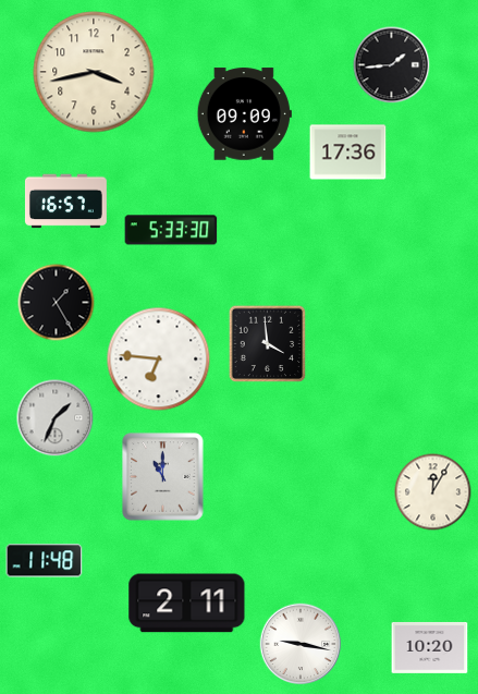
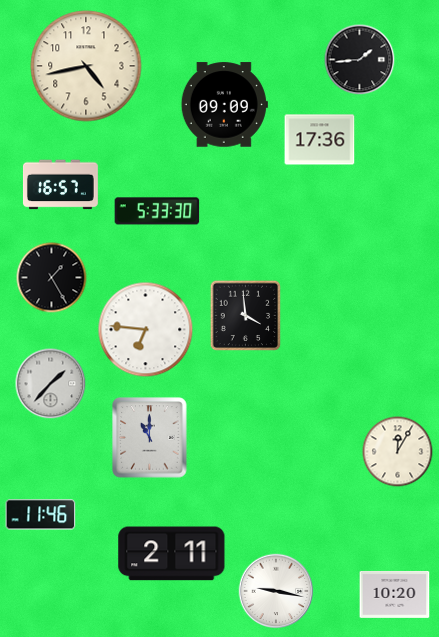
clock at (94, 72): 3:43 -> 4:43
clock at (56, 418): 1:34 -> 1:37
clock at (45, 561): 11:48 -> 11:46
